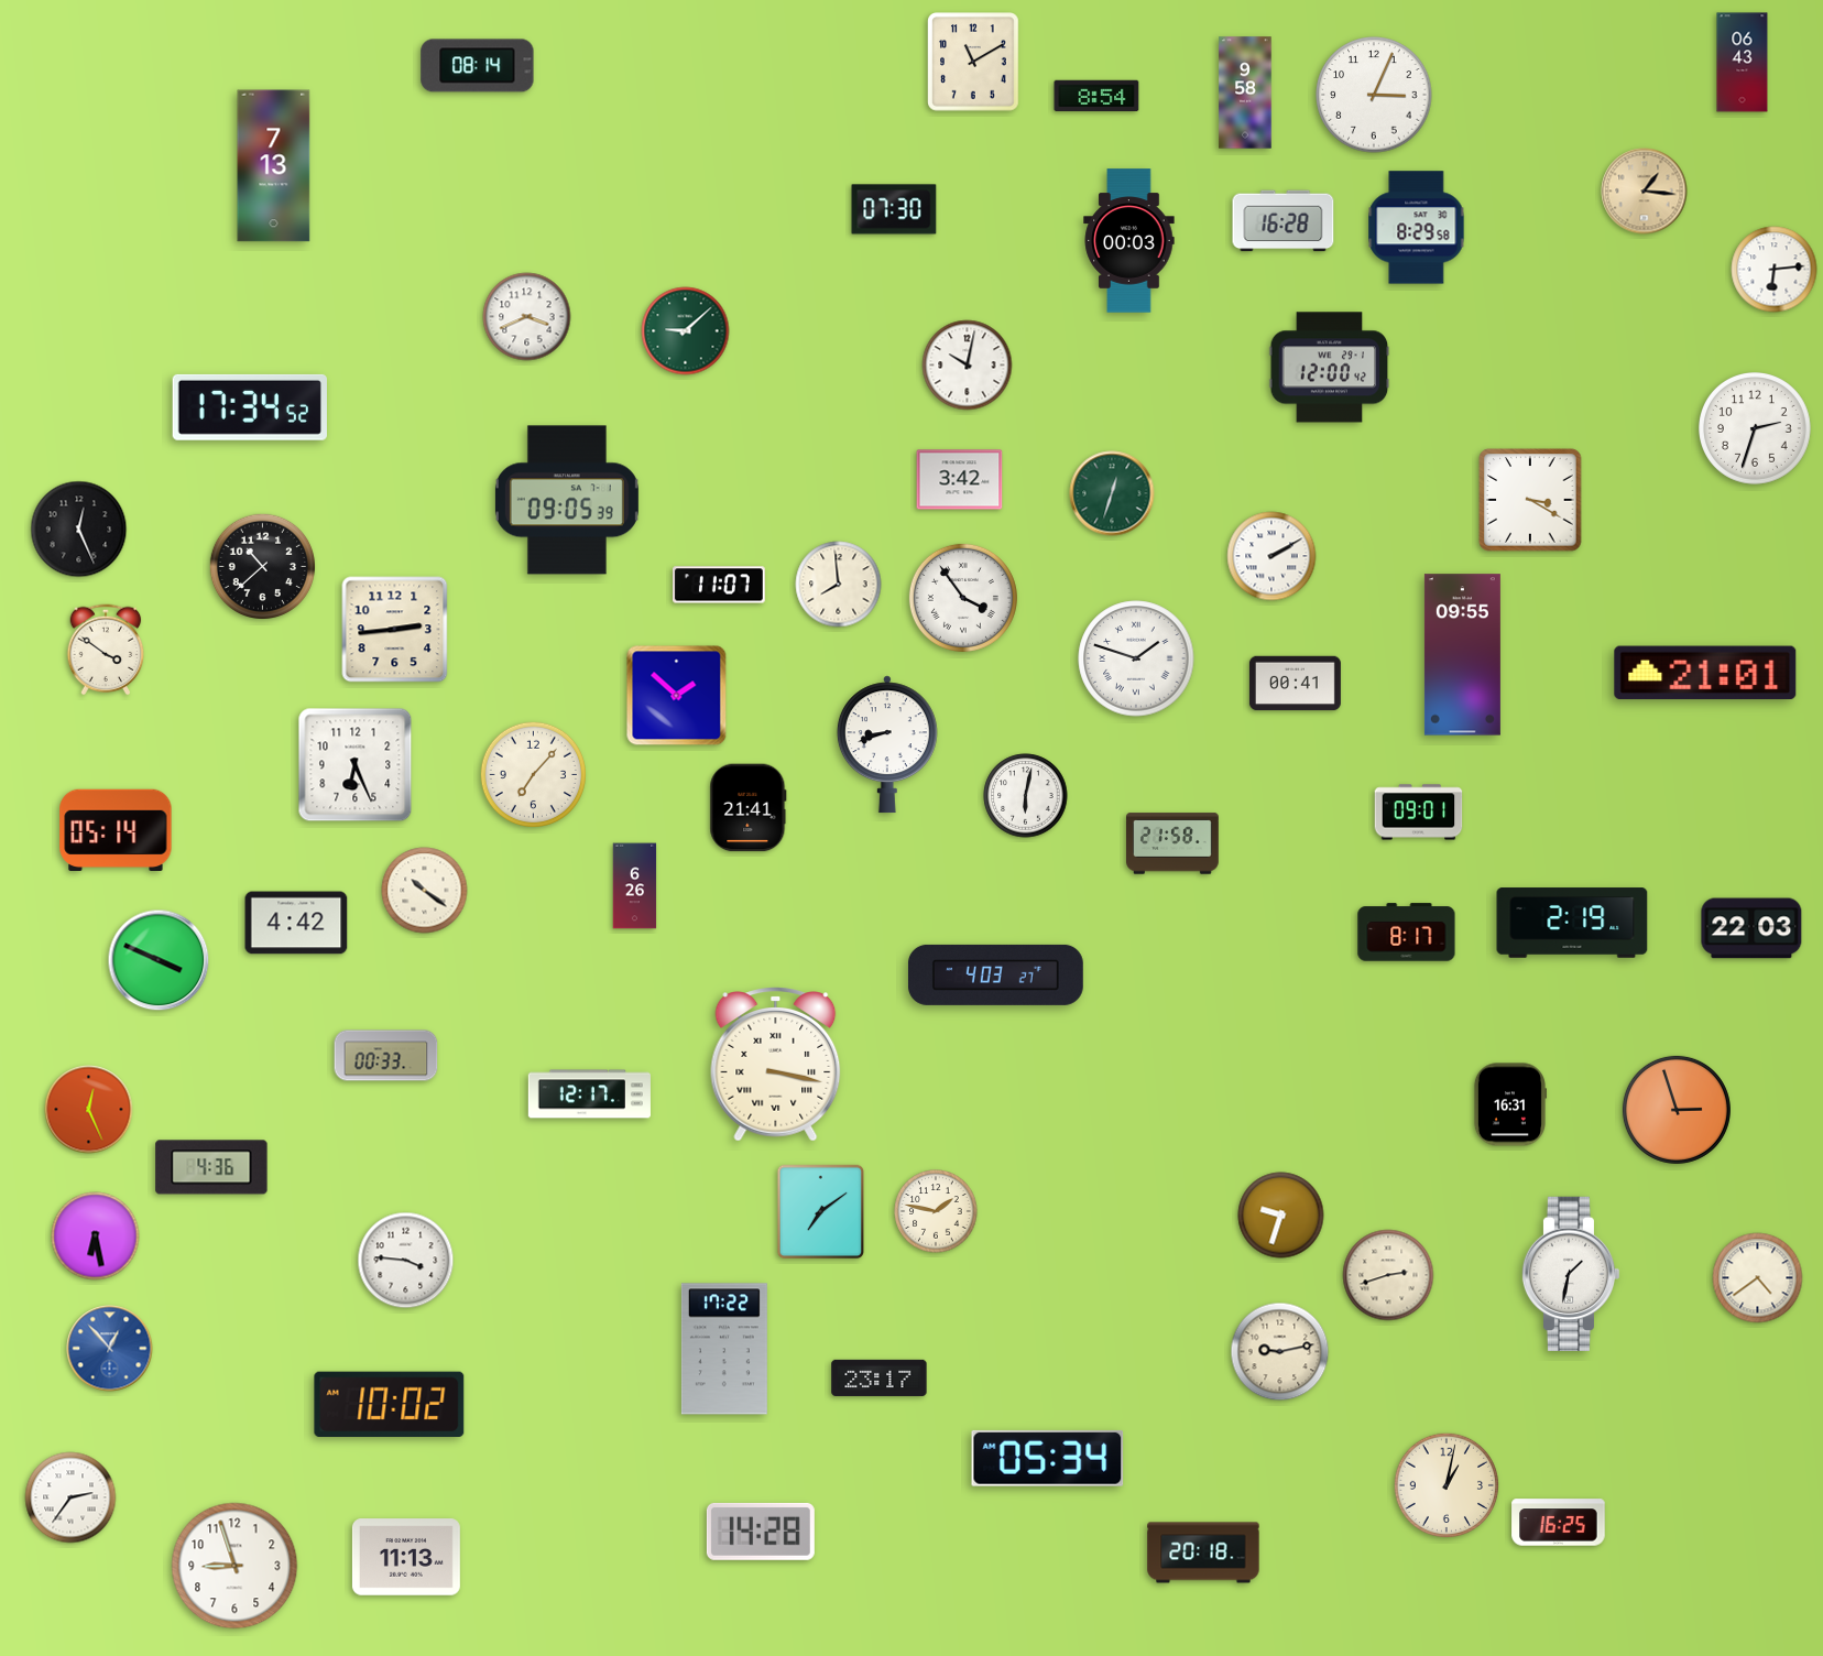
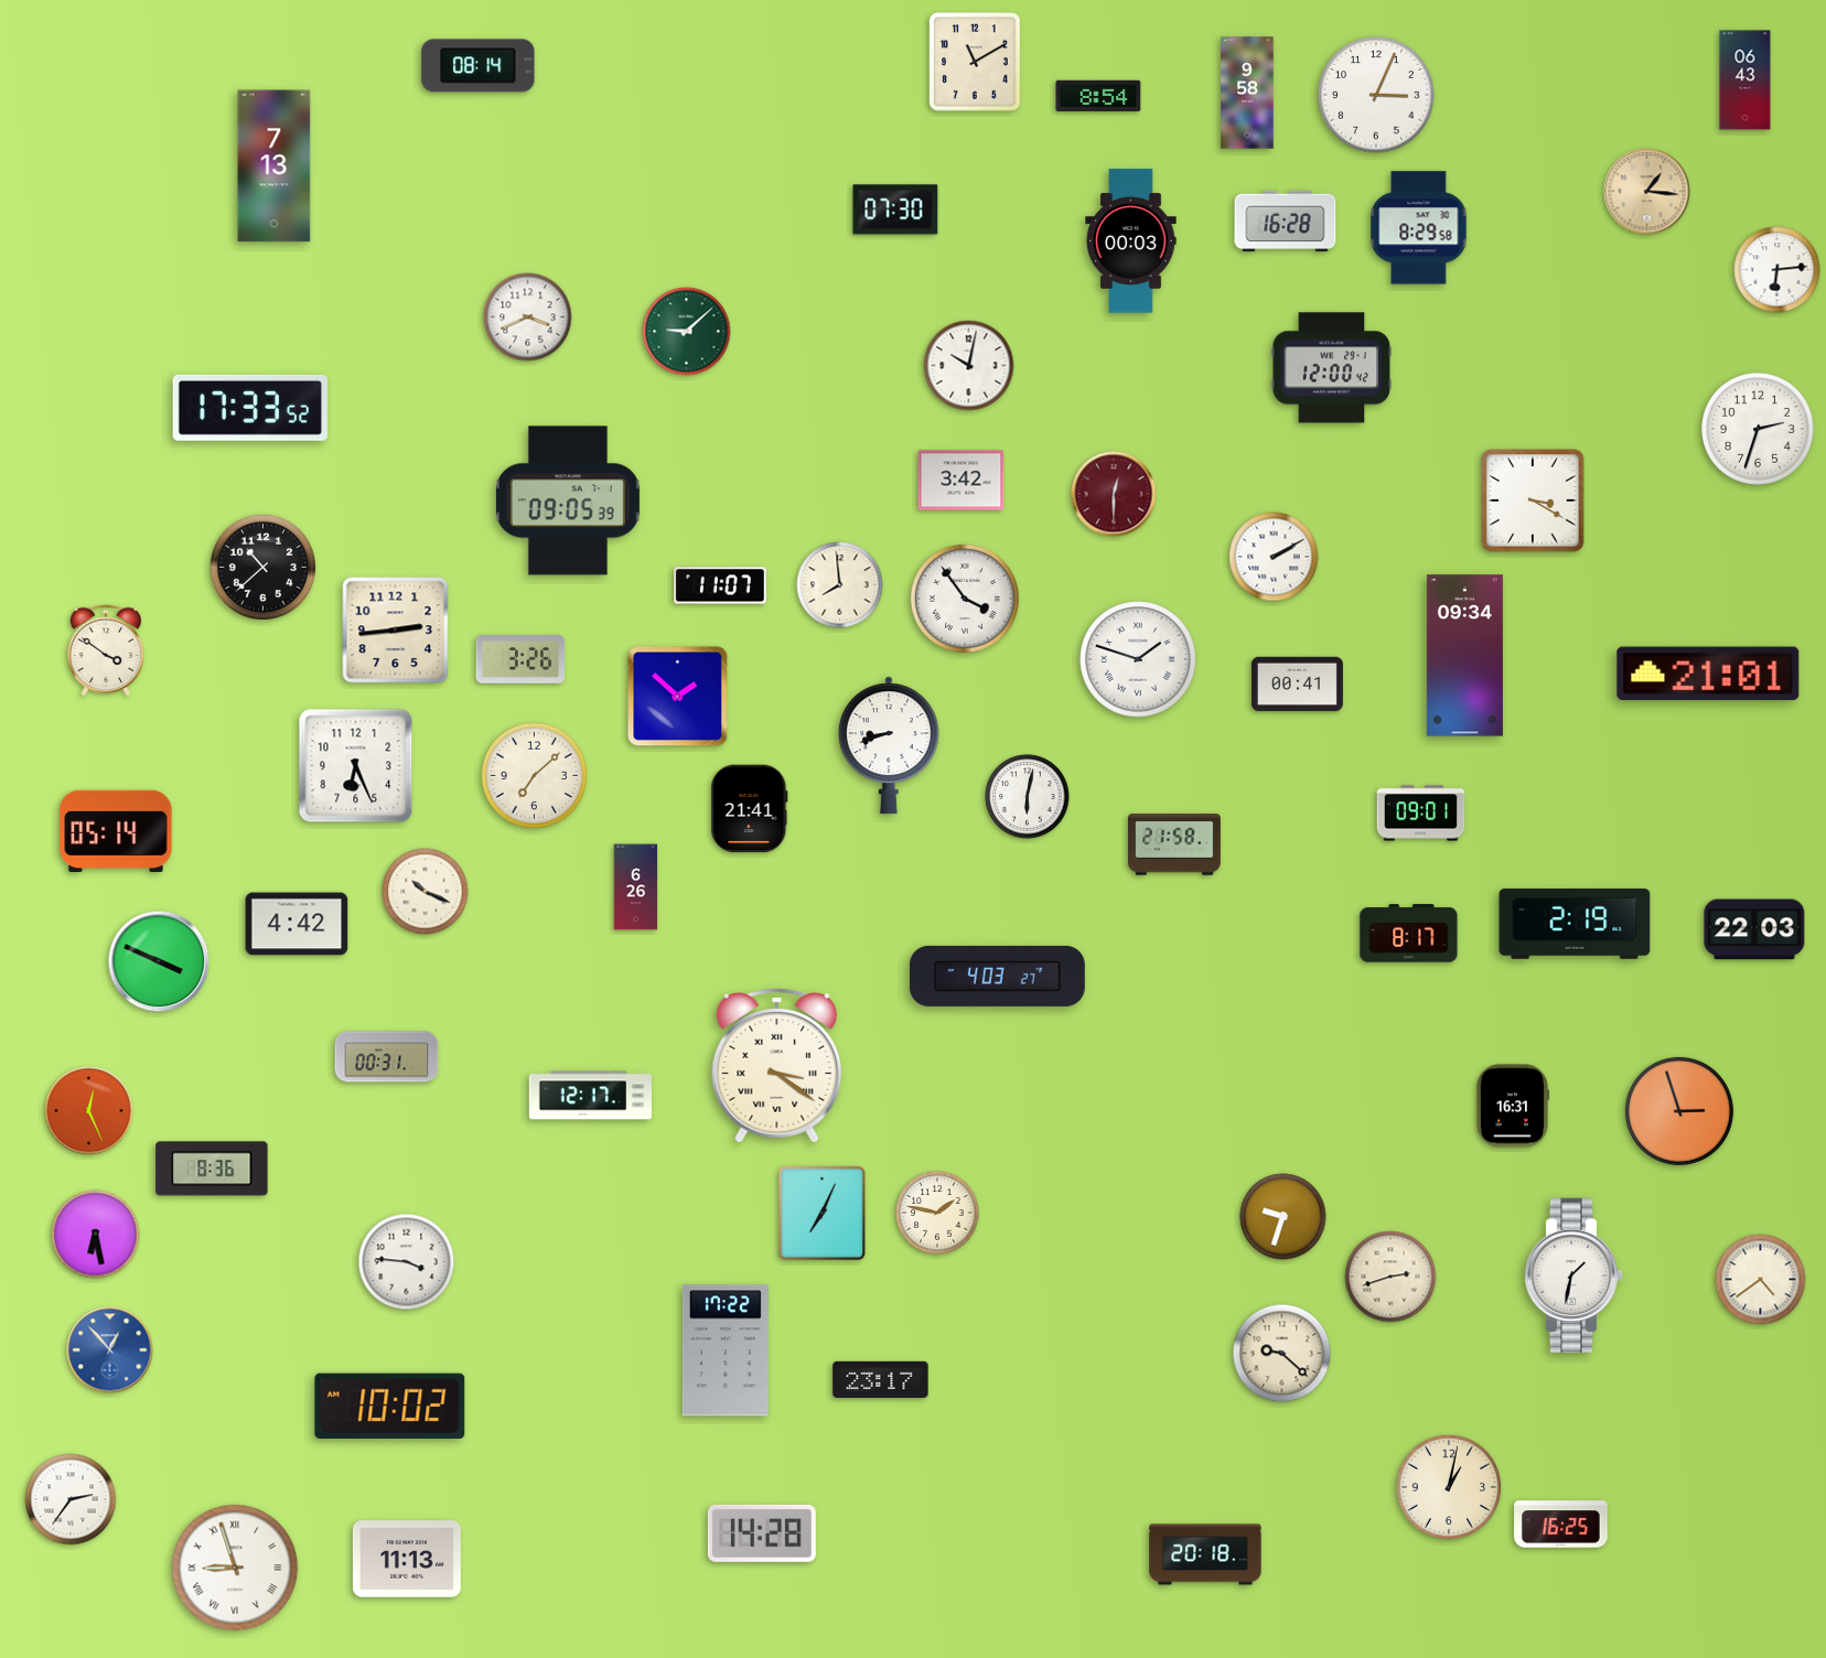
clock at (1743, 63) position: (1743, 63) -> (1746, 80)
clock at (250, 407): 17:34 -> 17:33
clock at (1112, 493): 12:33 -> 12:30
clock at (1112, 493) dial: green -> burgundy
clock at (79, 530): 12:26 -> none
clock at (1462, 655): 09:55 -> 09:34
clock at (520, 659): none -> 3:26
clock at (533, 774): 7:07 -> 7:08
clock at (425, 891): 10:21 -> 10:19
clock at (386, 1056): 00:33 -> 00:31
clock at (776, 1065): 3:17 -> 3:21
clock at (211, 1167): 4:36 -> 8:36
clock at (821, 1212): 7:09 -> 7:04
clock at (96, 1236) position: (96, 1236) -> (96, 1235)
clock at (1280, 1352): 9:13 -> 9:22
clock at (1048, 1458): 05:34 -> none
clock at (234, 1566) numerals: Arabic -> Roman
